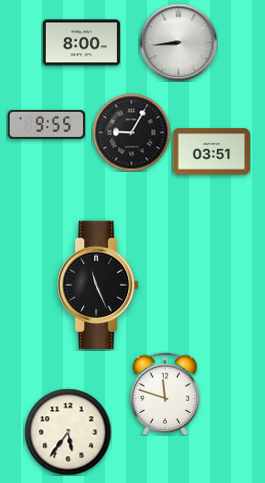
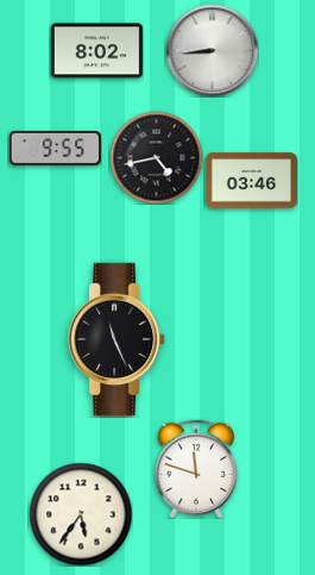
clock at (81, 43): 8:00 -> 8:02
clock at (131, 132): 9:05 -> 4:43
clock at (211, 152): 03:51 -> 03:46
